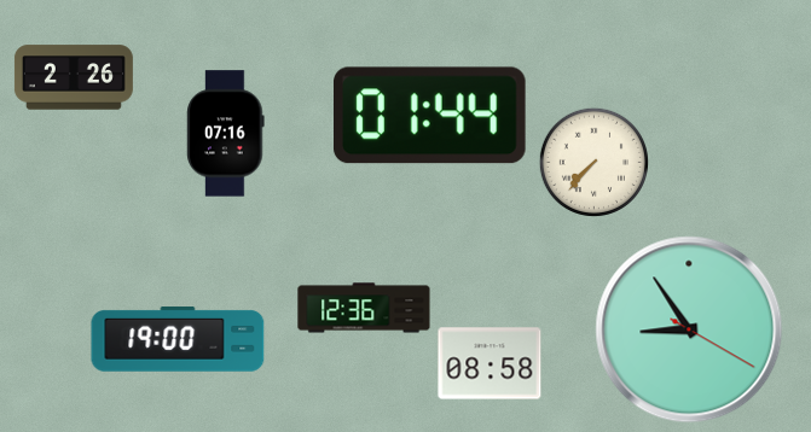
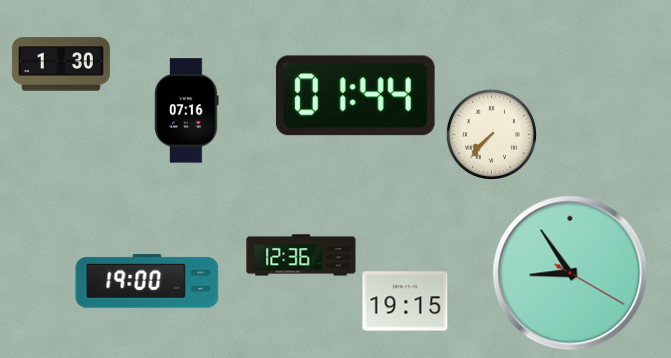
clock at (74, 77): 2:26 -> 1:30
clock at (490, 363): 08:58 -> 19:15
